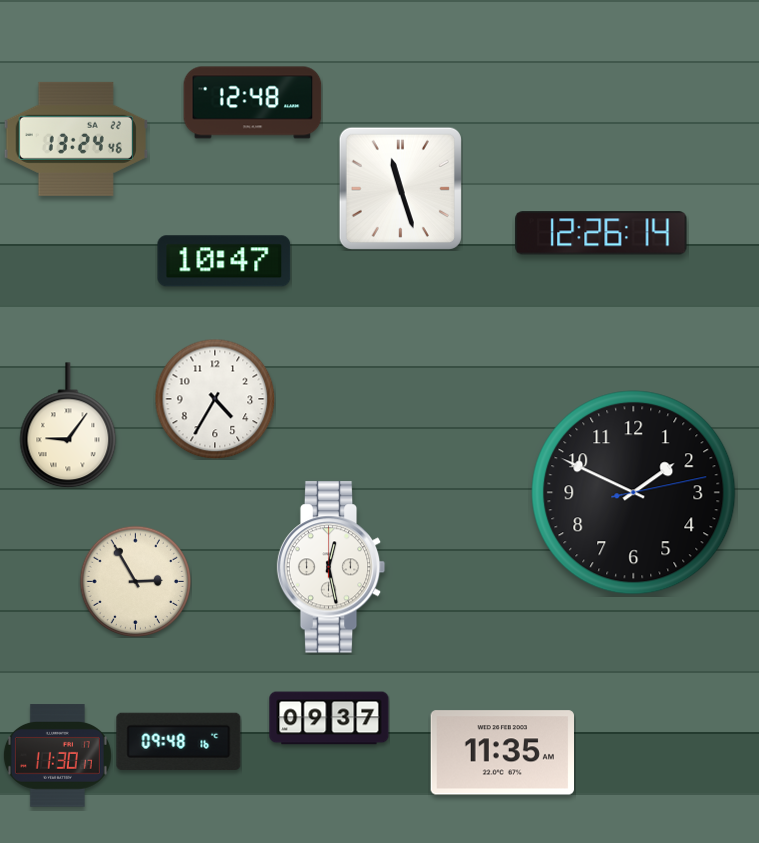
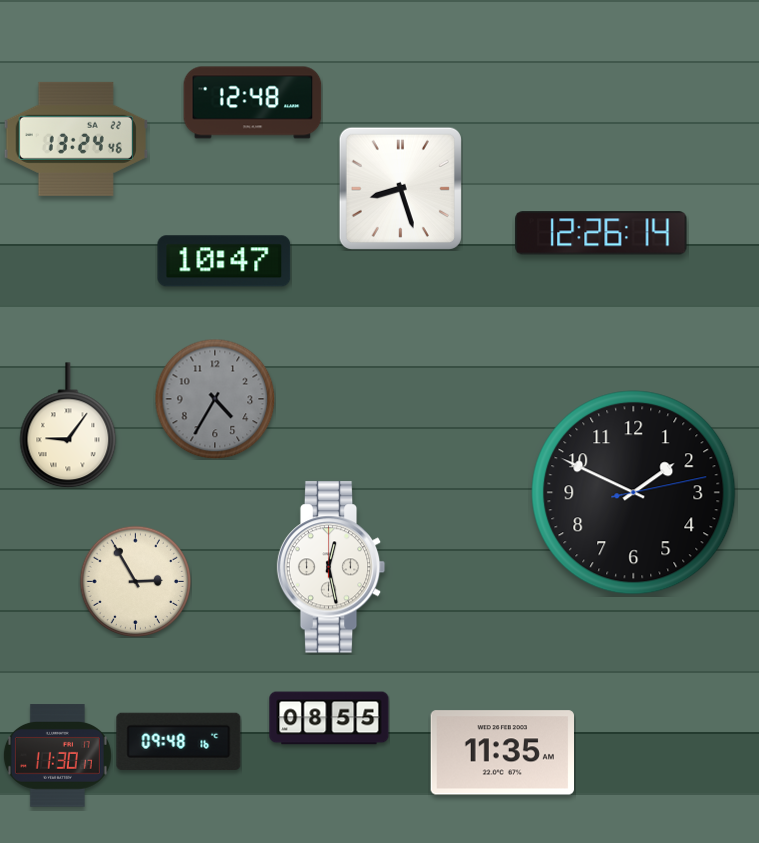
clock at (400, 188): 11:27 -> 8:27
clock at (215, 399) dial: white -> grey
clock at (329, 718): 09:37 -> 08:55
